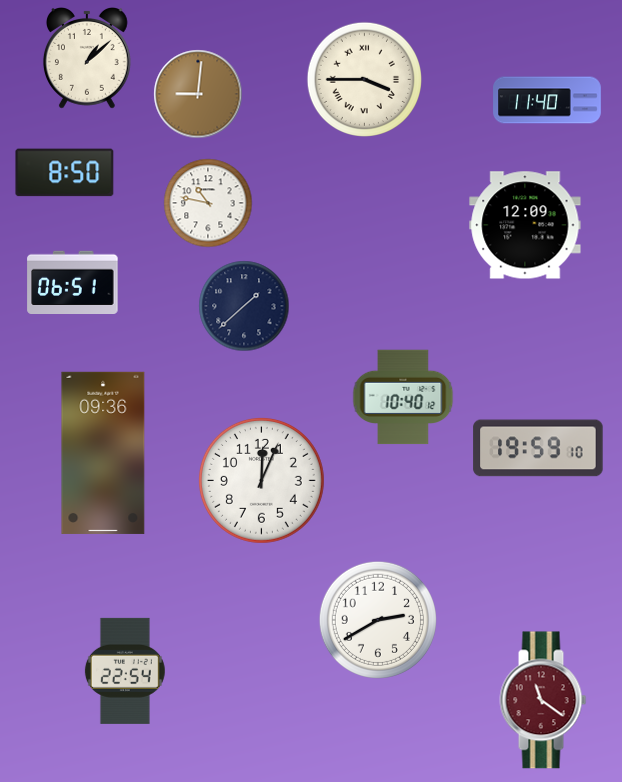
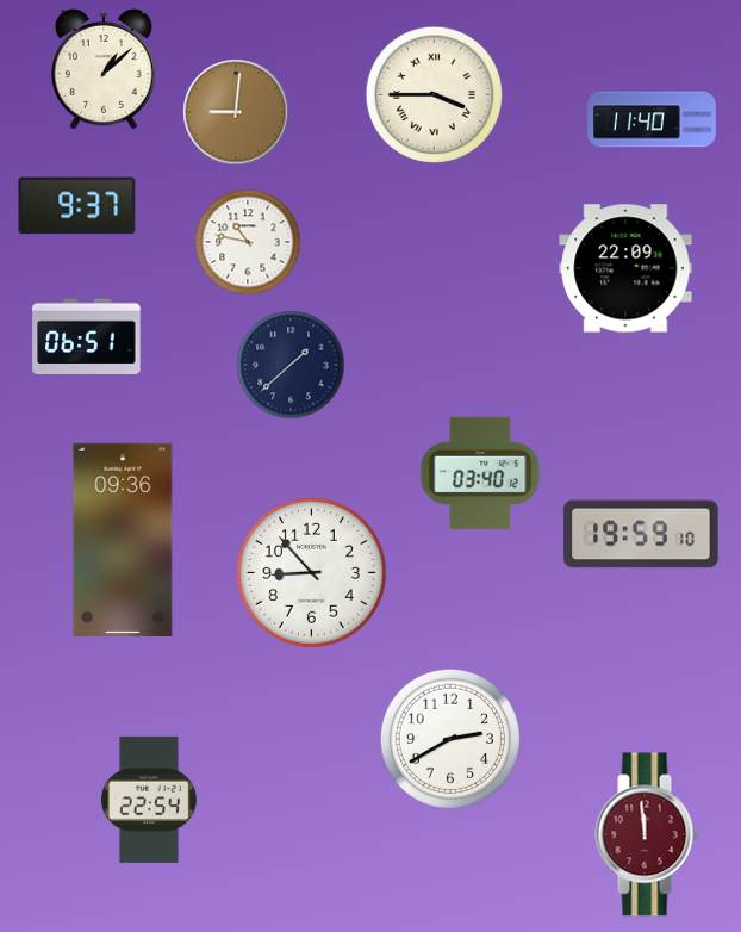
clock at (65, 173): 8:50 -> 9:37
clock at (525, 225): 12:09 -> 22:09
clock at (403, 397): 10:40 -> 03:40
clock at (261, 480): 12:04 -> 8:53
clock at (543, 700): 11:21 -> 11:59
